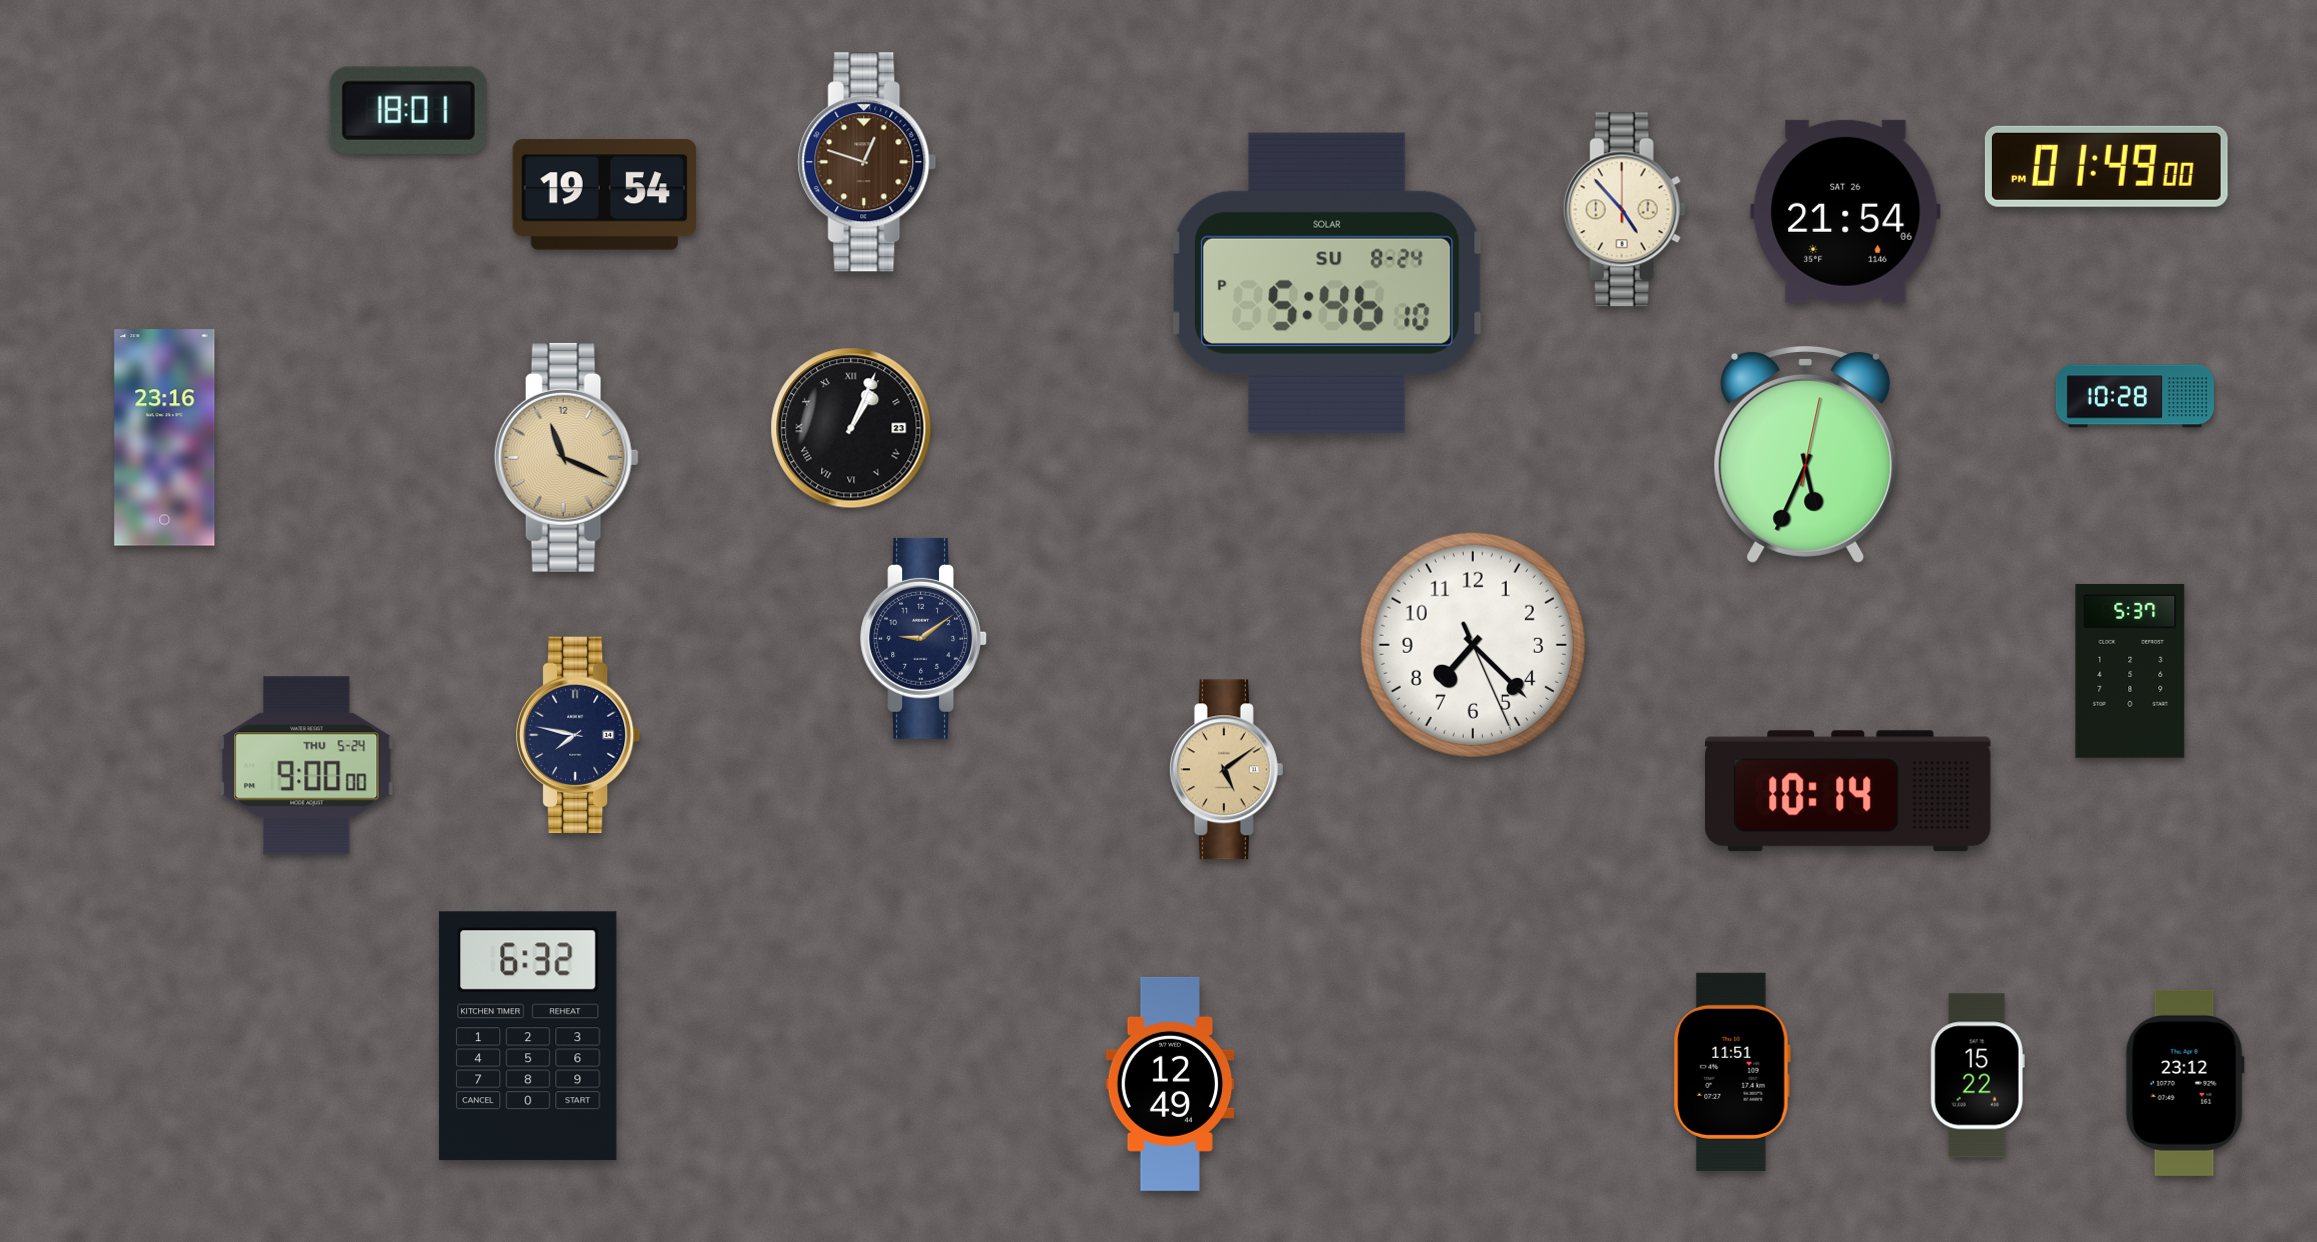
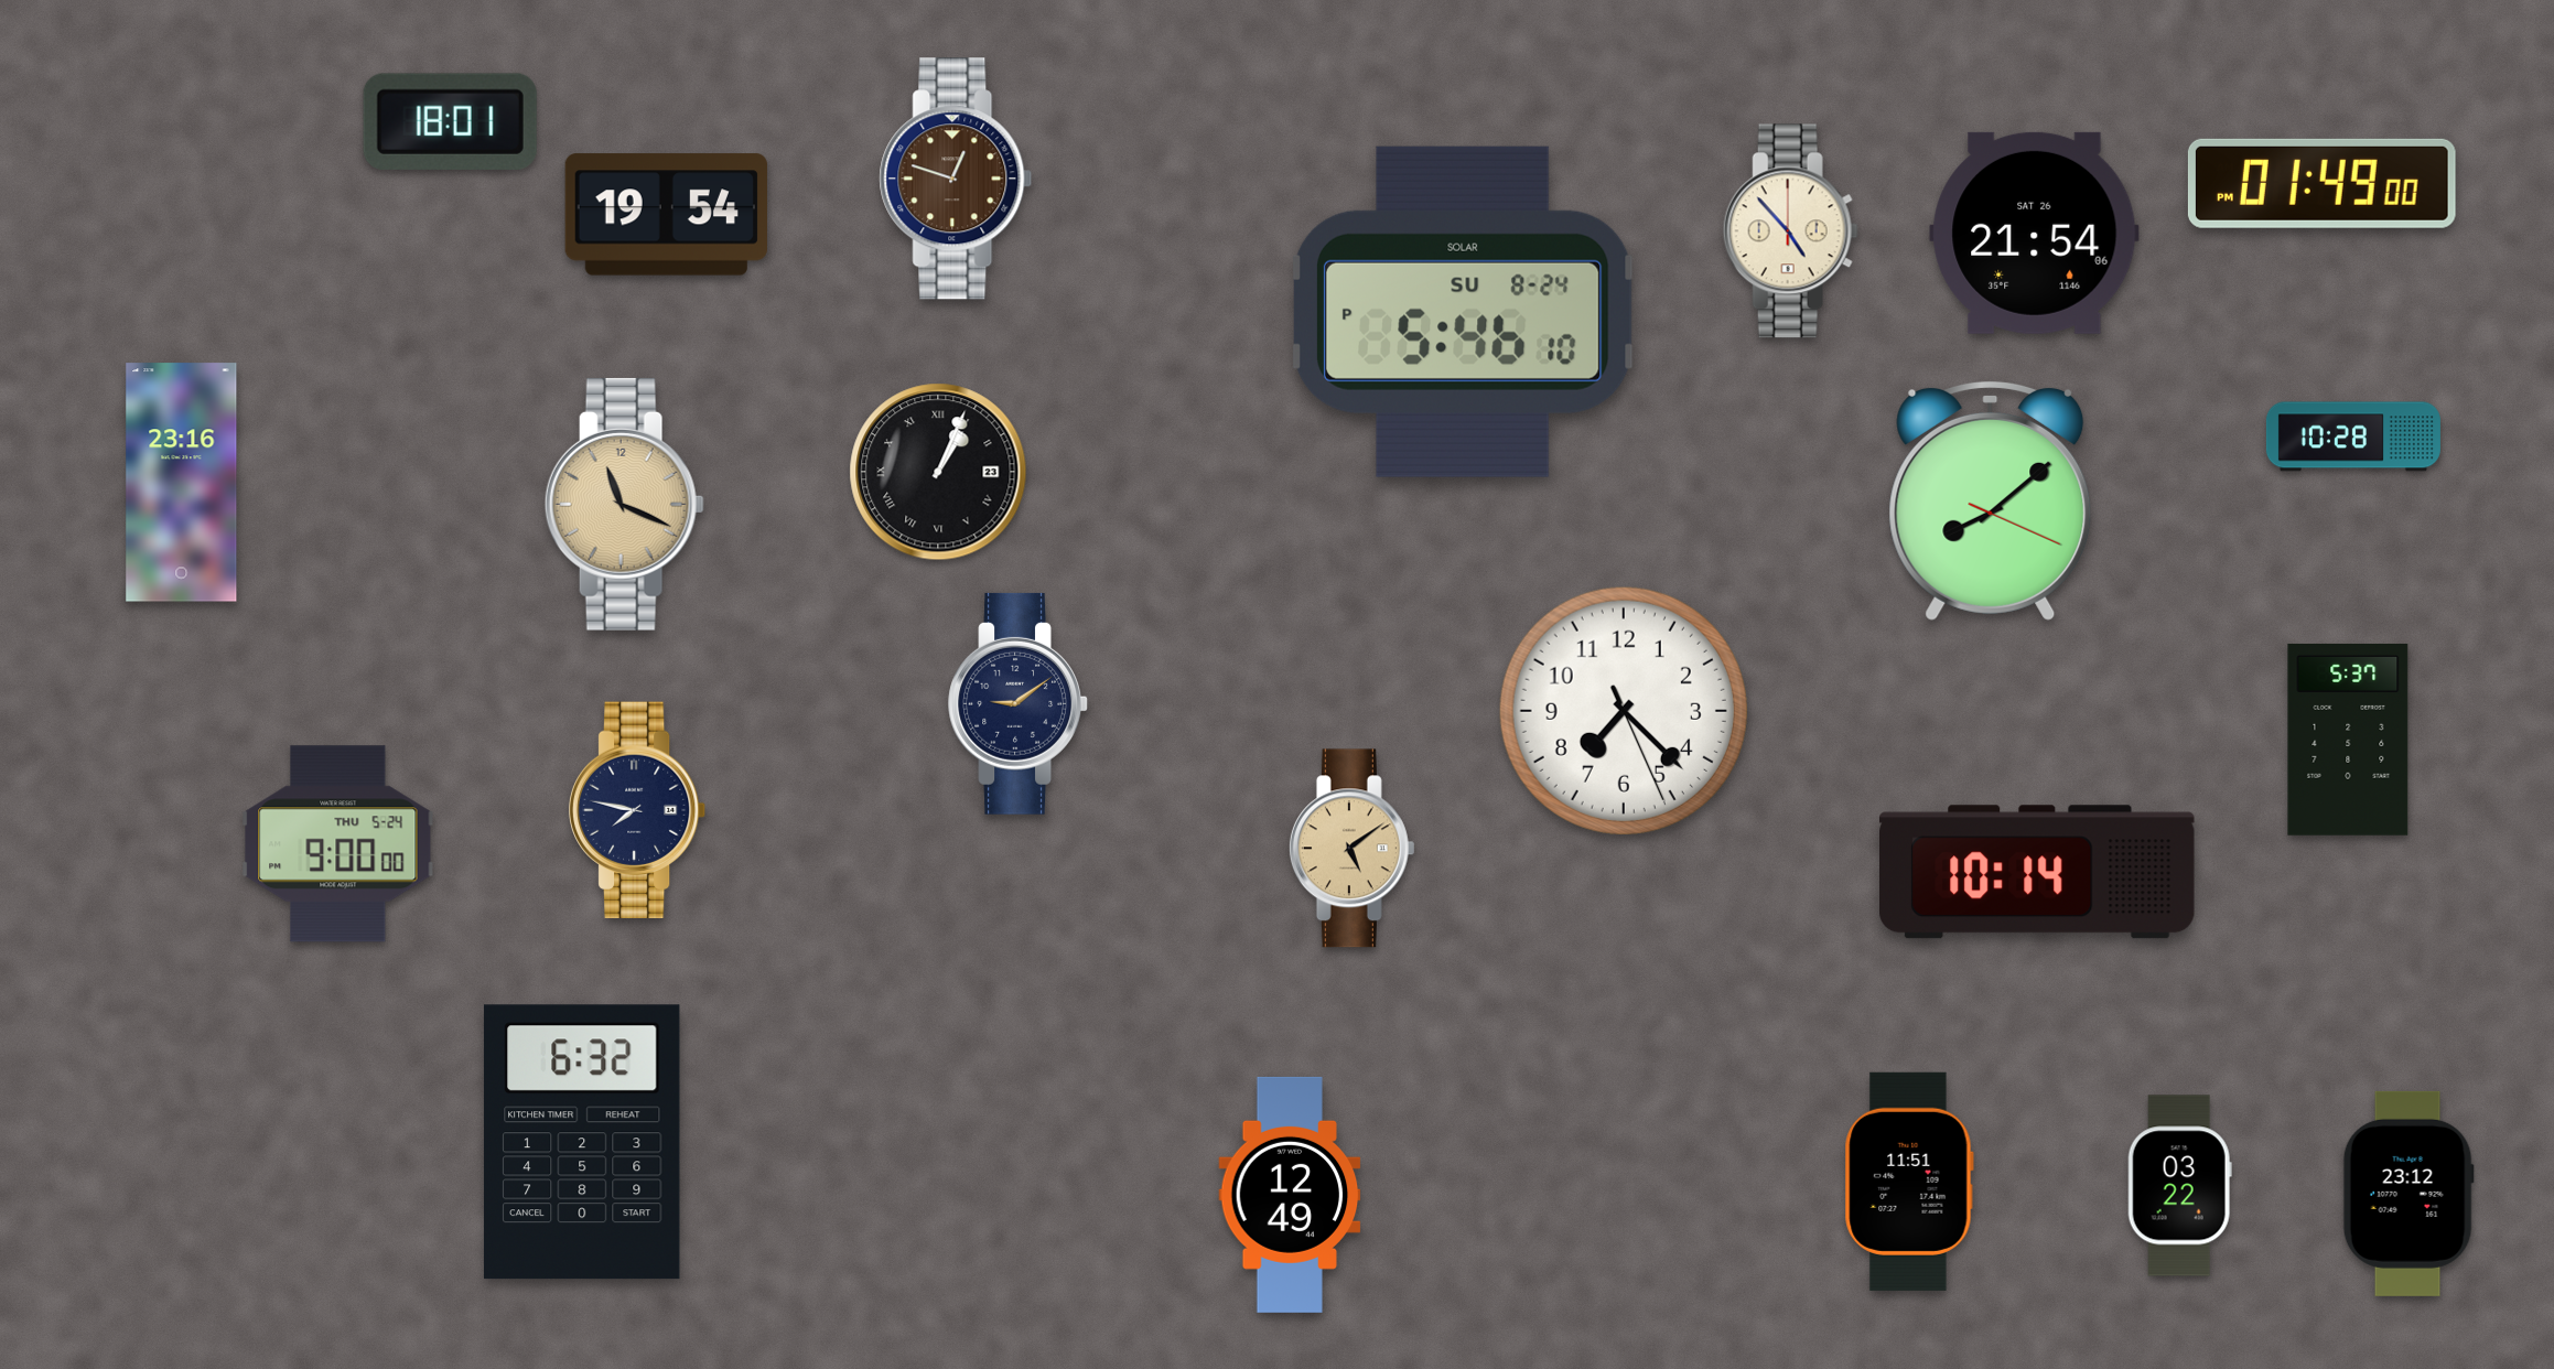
clock at (1806, 454): 5:34 -> 8:08
clock at (1977, 1076): 15:22 -> 03:22
